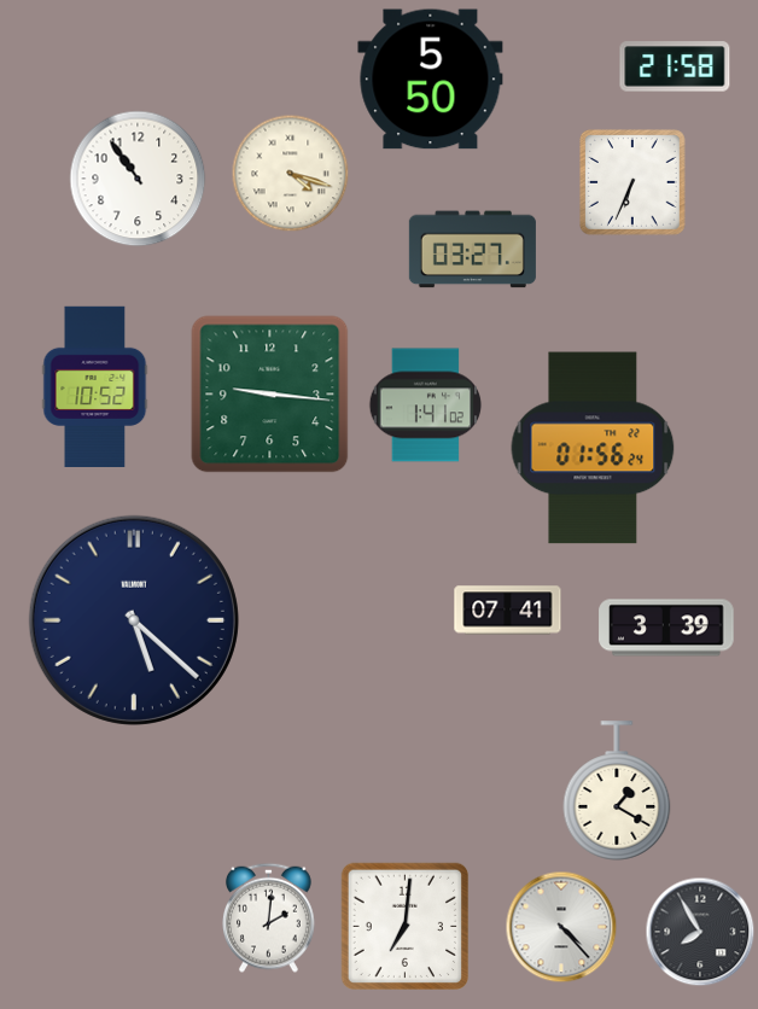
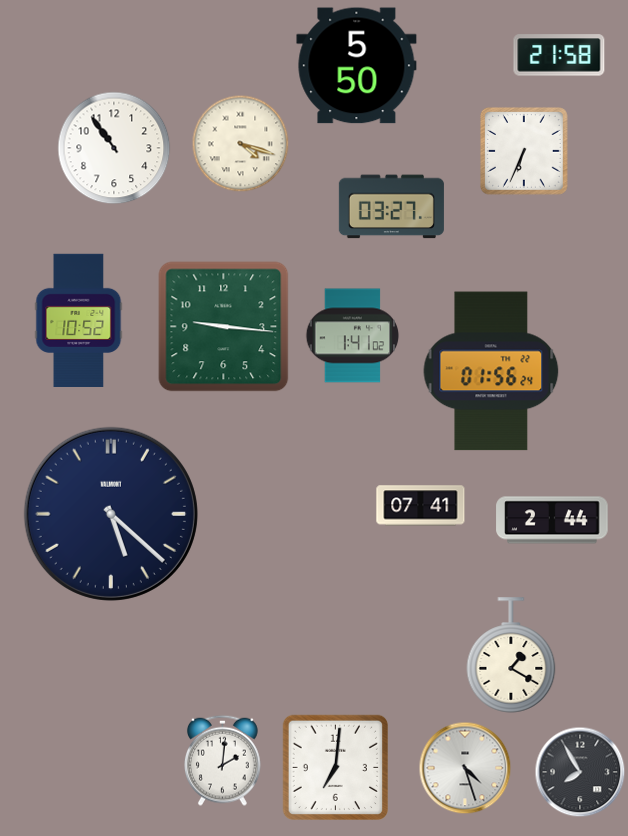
clock at (666, 628): 3:39 -> 2:44
clock at (561, 927): 4:23 -> 4:27
